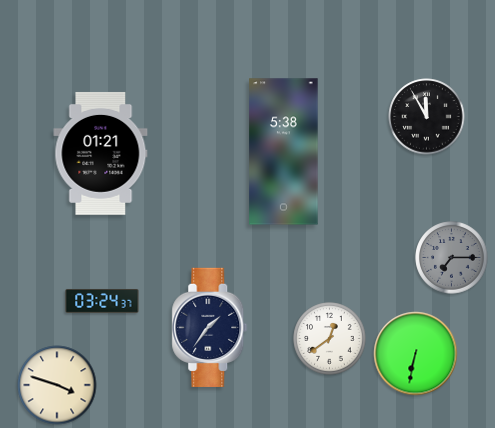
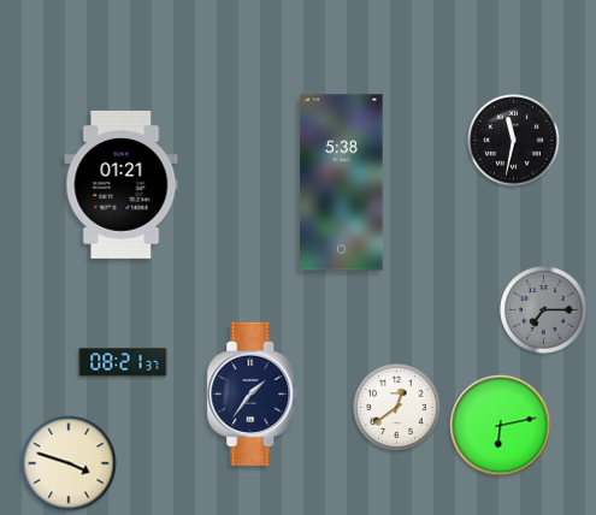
clock at (427, 117): 11:55 -> 11:32
clock at (102, 301): 03:24 -> 08:21
clock at (416, 354): 6:32 -> 6:13
